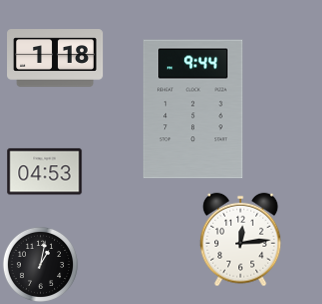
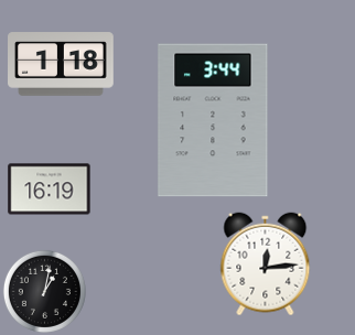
clock at (193, 109): 9:44 -> 3:44
clock at (45, 172): 04:53 -> 16:19
